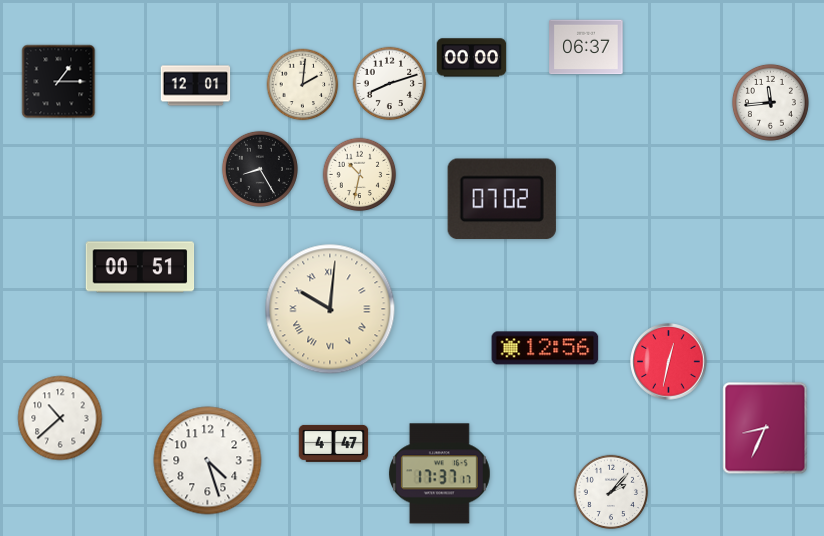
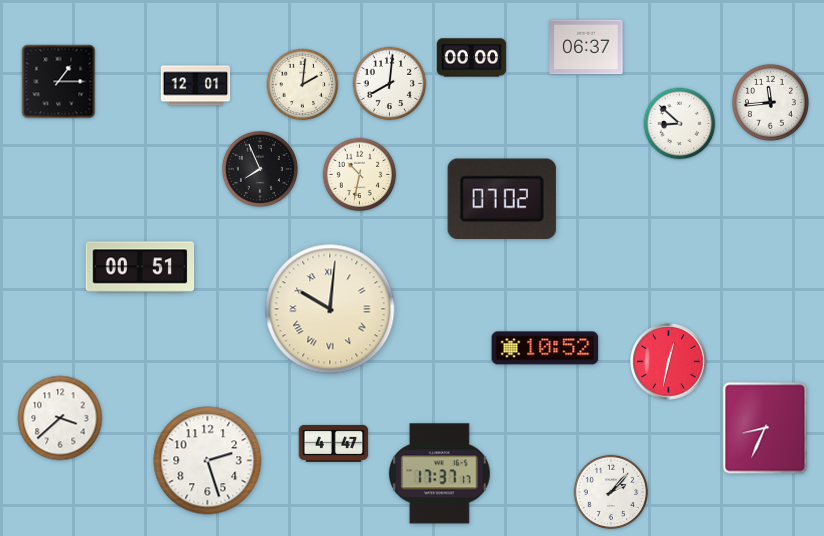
clock at (390, 84): 8:12 -> 8:01
clock at (680, 124): none -> 8:52
clock at (260, 169): 8:25 -> 7:56
clock at (545, 348): 12:56 -> 10:52
clock at (60, 418): 10:38 -> 3:38
clock at (208, 461): 4:27 -> 2:27
